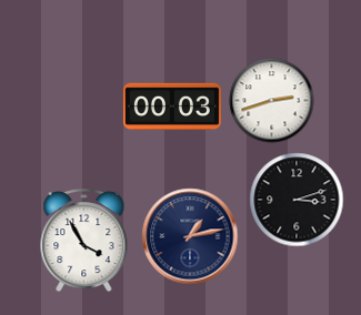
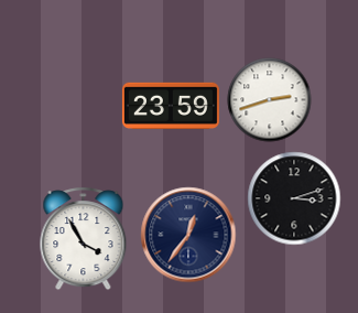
clock at (172, 105): 00:03 -> 23:59
clock at (190, 236): 1:13 -> 12:36
